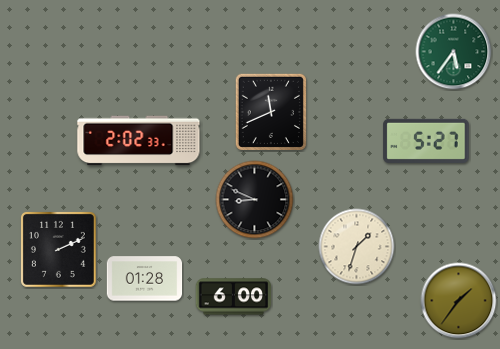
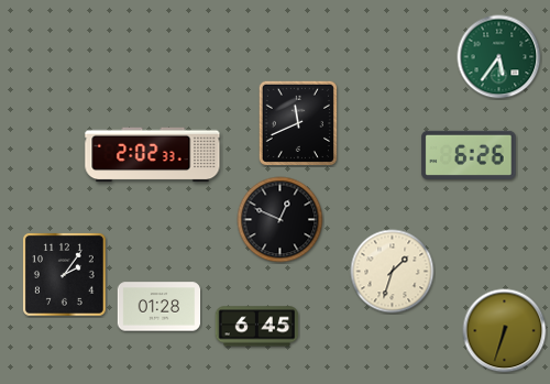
clock at (426, 141): 5:27 -> 6:26
clock at (255, 200): 8:49 -> 12:49
clock at (58, 249): 2:11 -> 2:06
clock at (234, 297): 6:00 -> 6:45
clock at (459, 301): 1:36 -> 6:33
